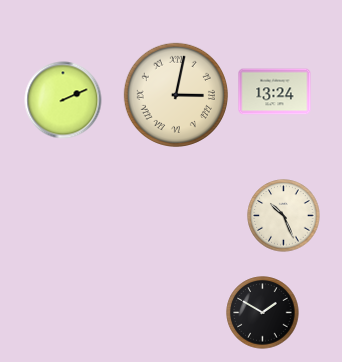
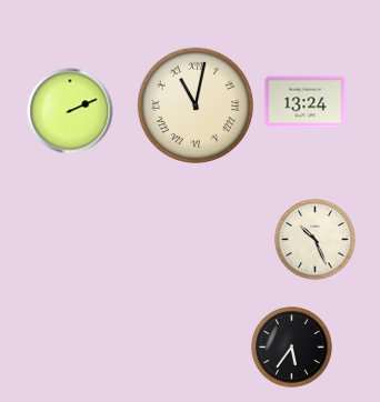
clock at (176, 95): 3:02 -> 11:02
clock at (263, 313): 1:50 -> 5:36
